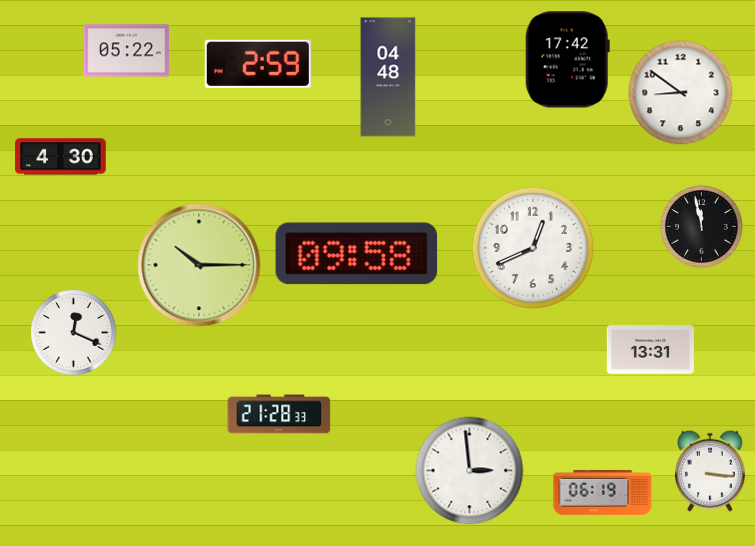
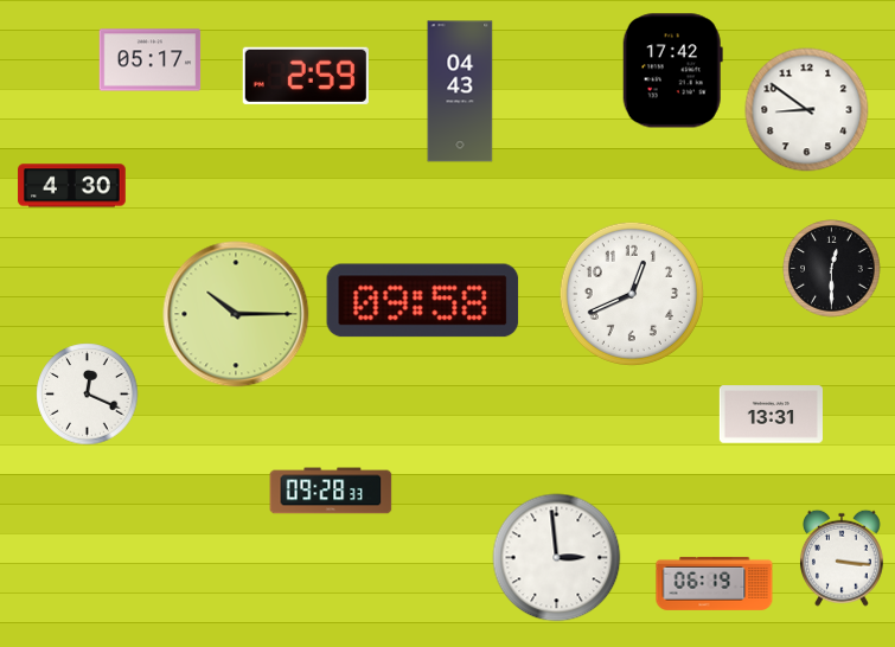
clock at (127, 51): 05:22 -> 05:17
clock at (388, 77): 04:48 -> 04:43
clock at (702, 227): 11:58 -> 12:30
clock at (279, 414): 21:28 -> 09:28
